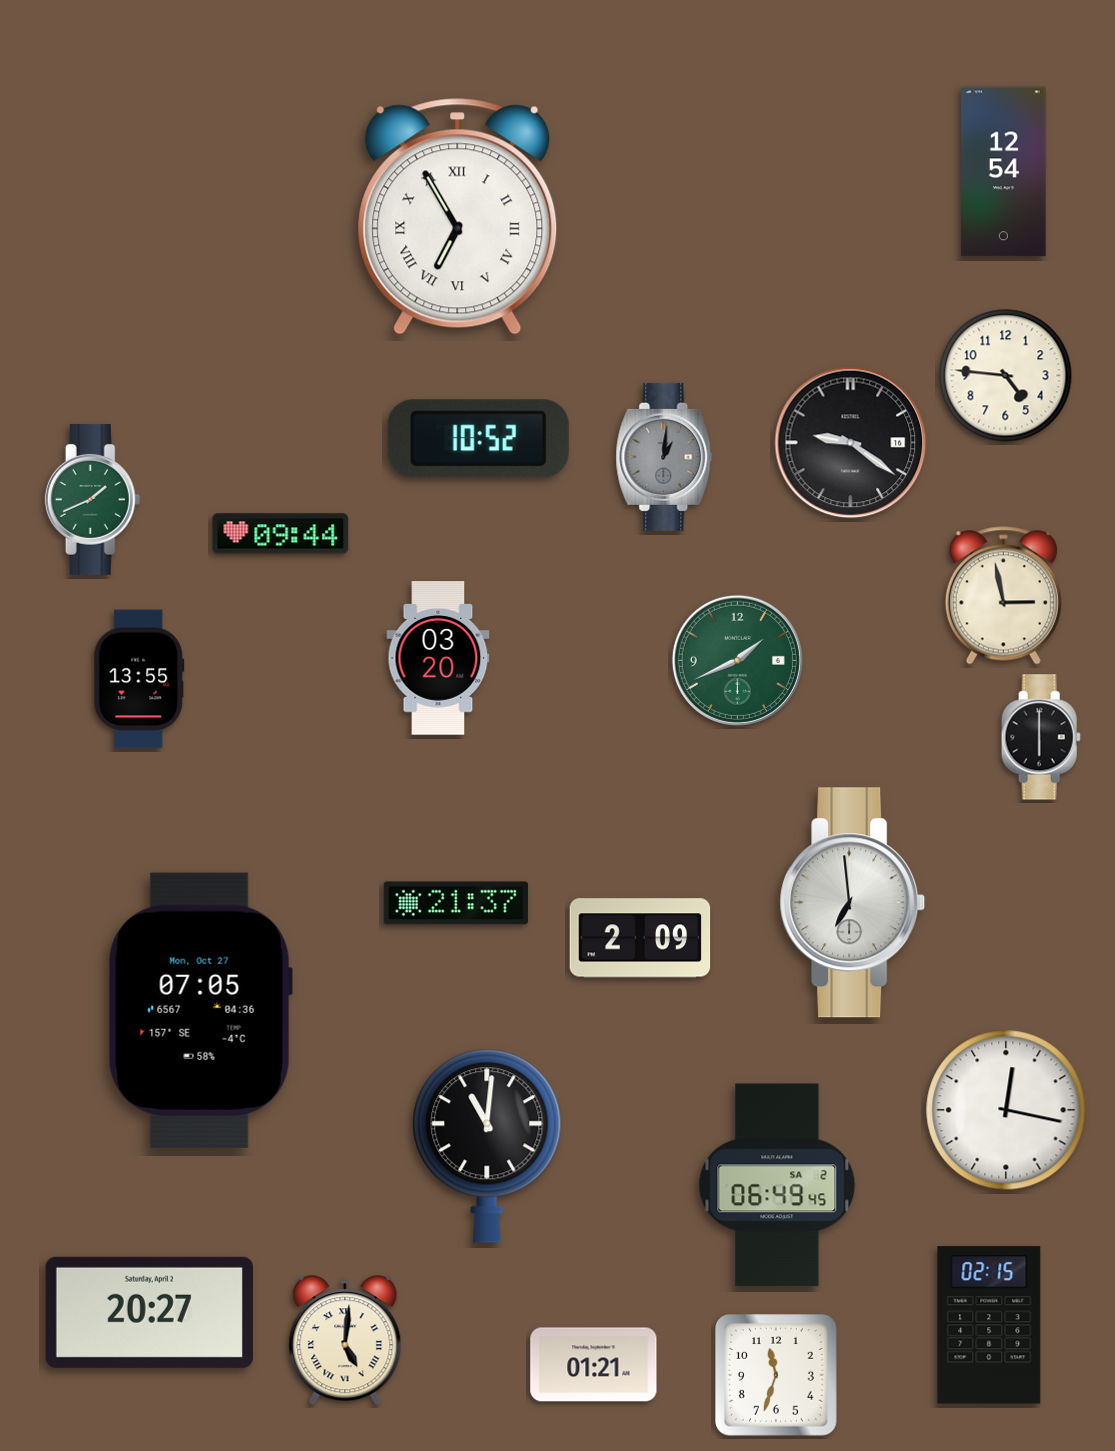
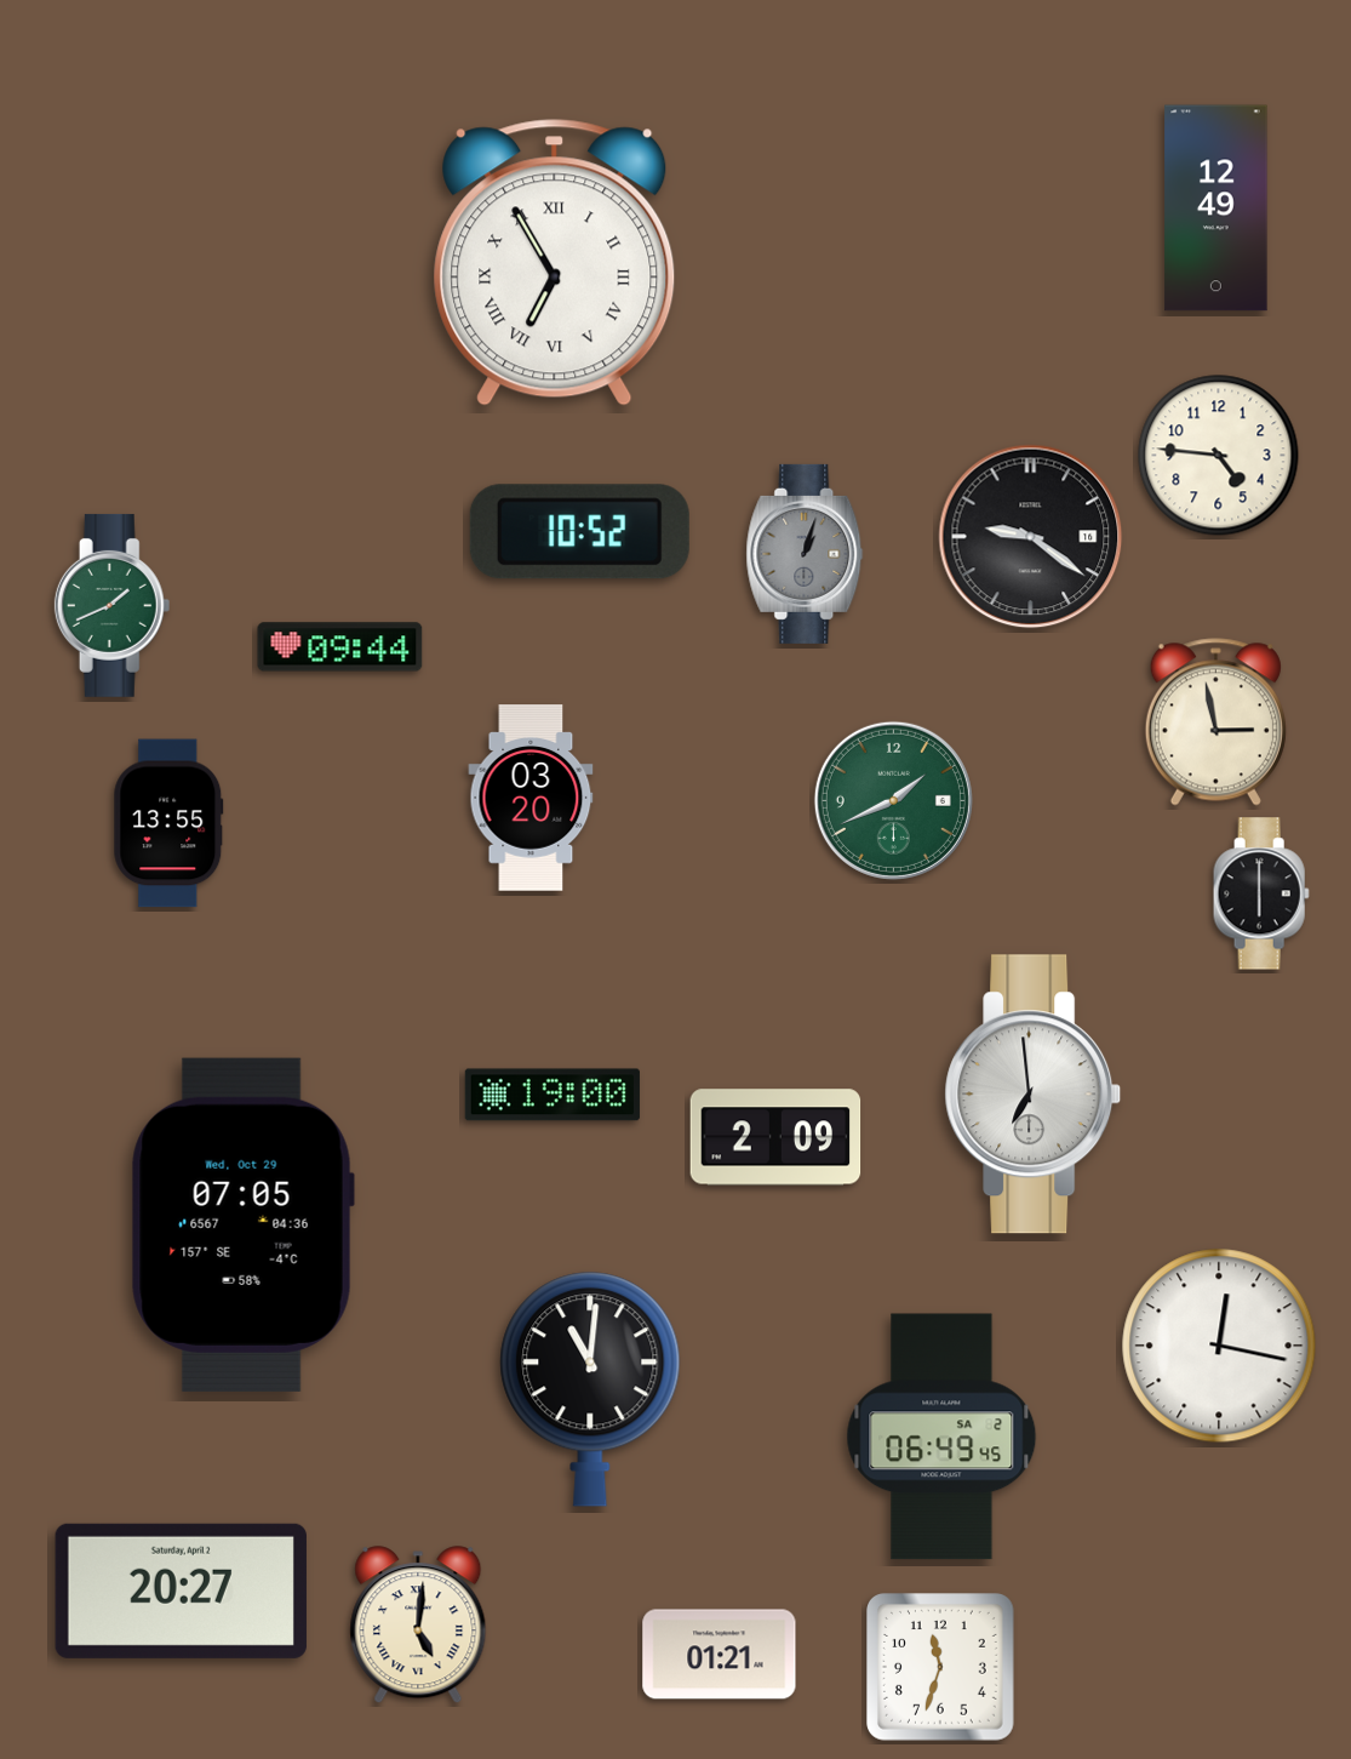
clock at (1004, 172): 12:54 -> 12:49
clock at (664, 457): 1:01 -> 1:03
clock at (456, 903): 21:37 -> 19:00
clock at (200, 1010) date: Mon, Oct 27 -> Wed, Oct 29
clock at (989, 1325): 02:15 -> none
